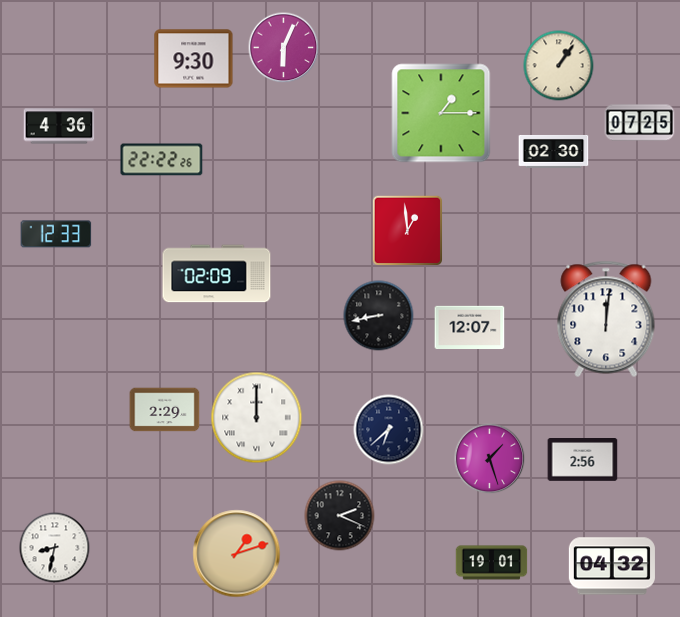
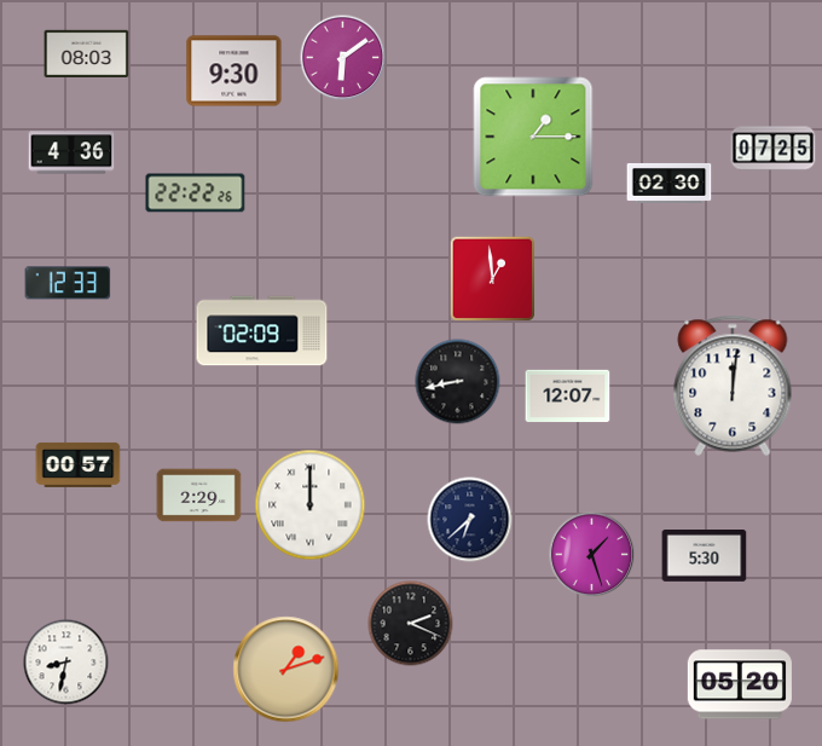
clock at (87, 54): none -> 08:03
clock at (284, 48): 6:04 -> 6:09
clock at (559, 66): 1:06 -> none
clock at (79, 464): none -> 00:57
clock at (583, 460): 2:56 -> 5:30
clock at (492, 563): 19:01 -> none
clock at (612, 566): 04:32 -> 05:20
